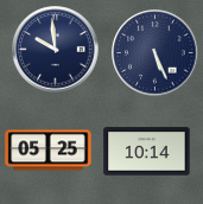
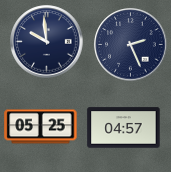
clock at (156, 53): 5:26 -> 2:26
clock at (147, 152): 10:14 -> 04:57
